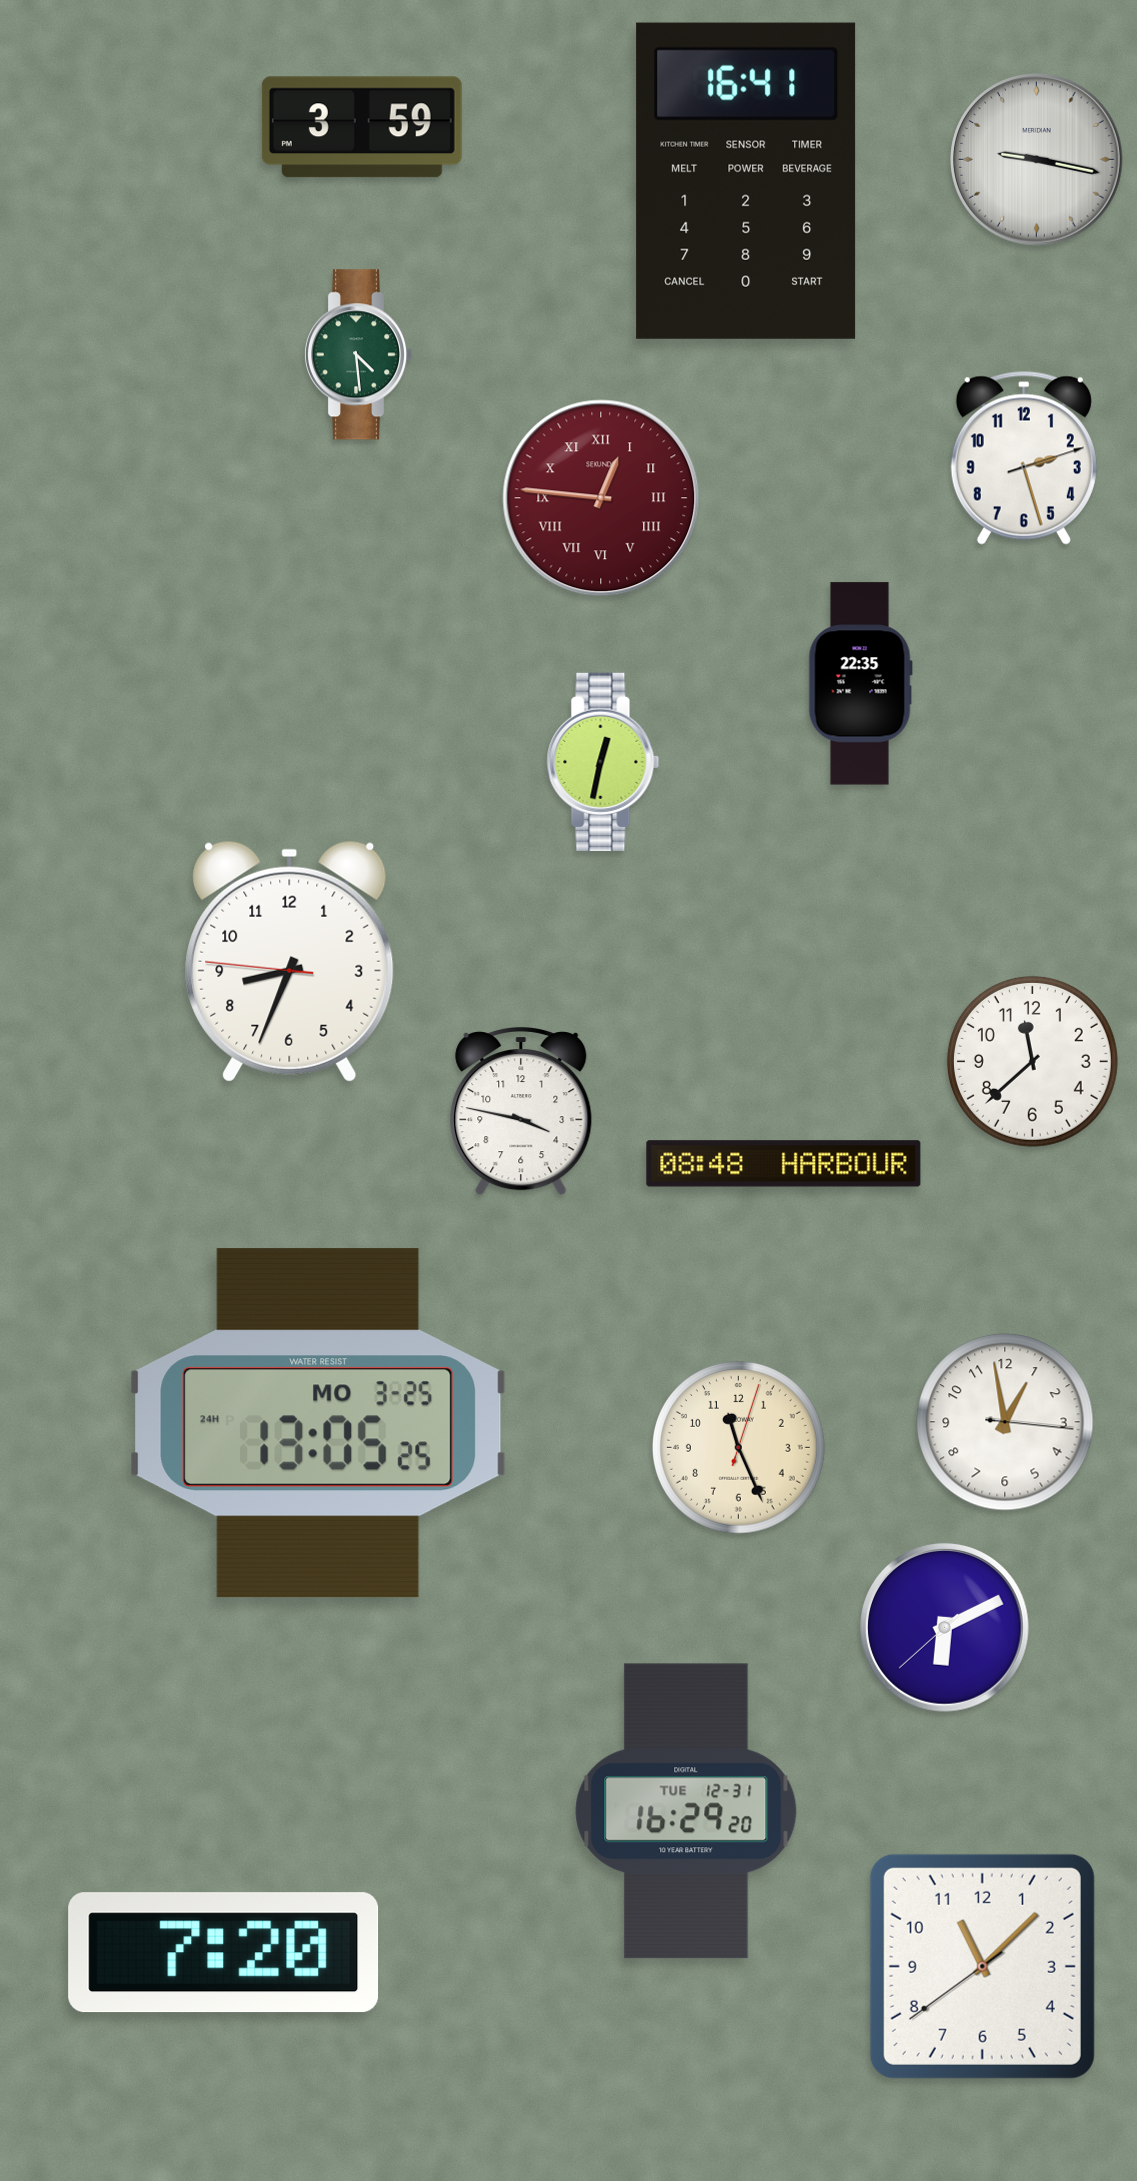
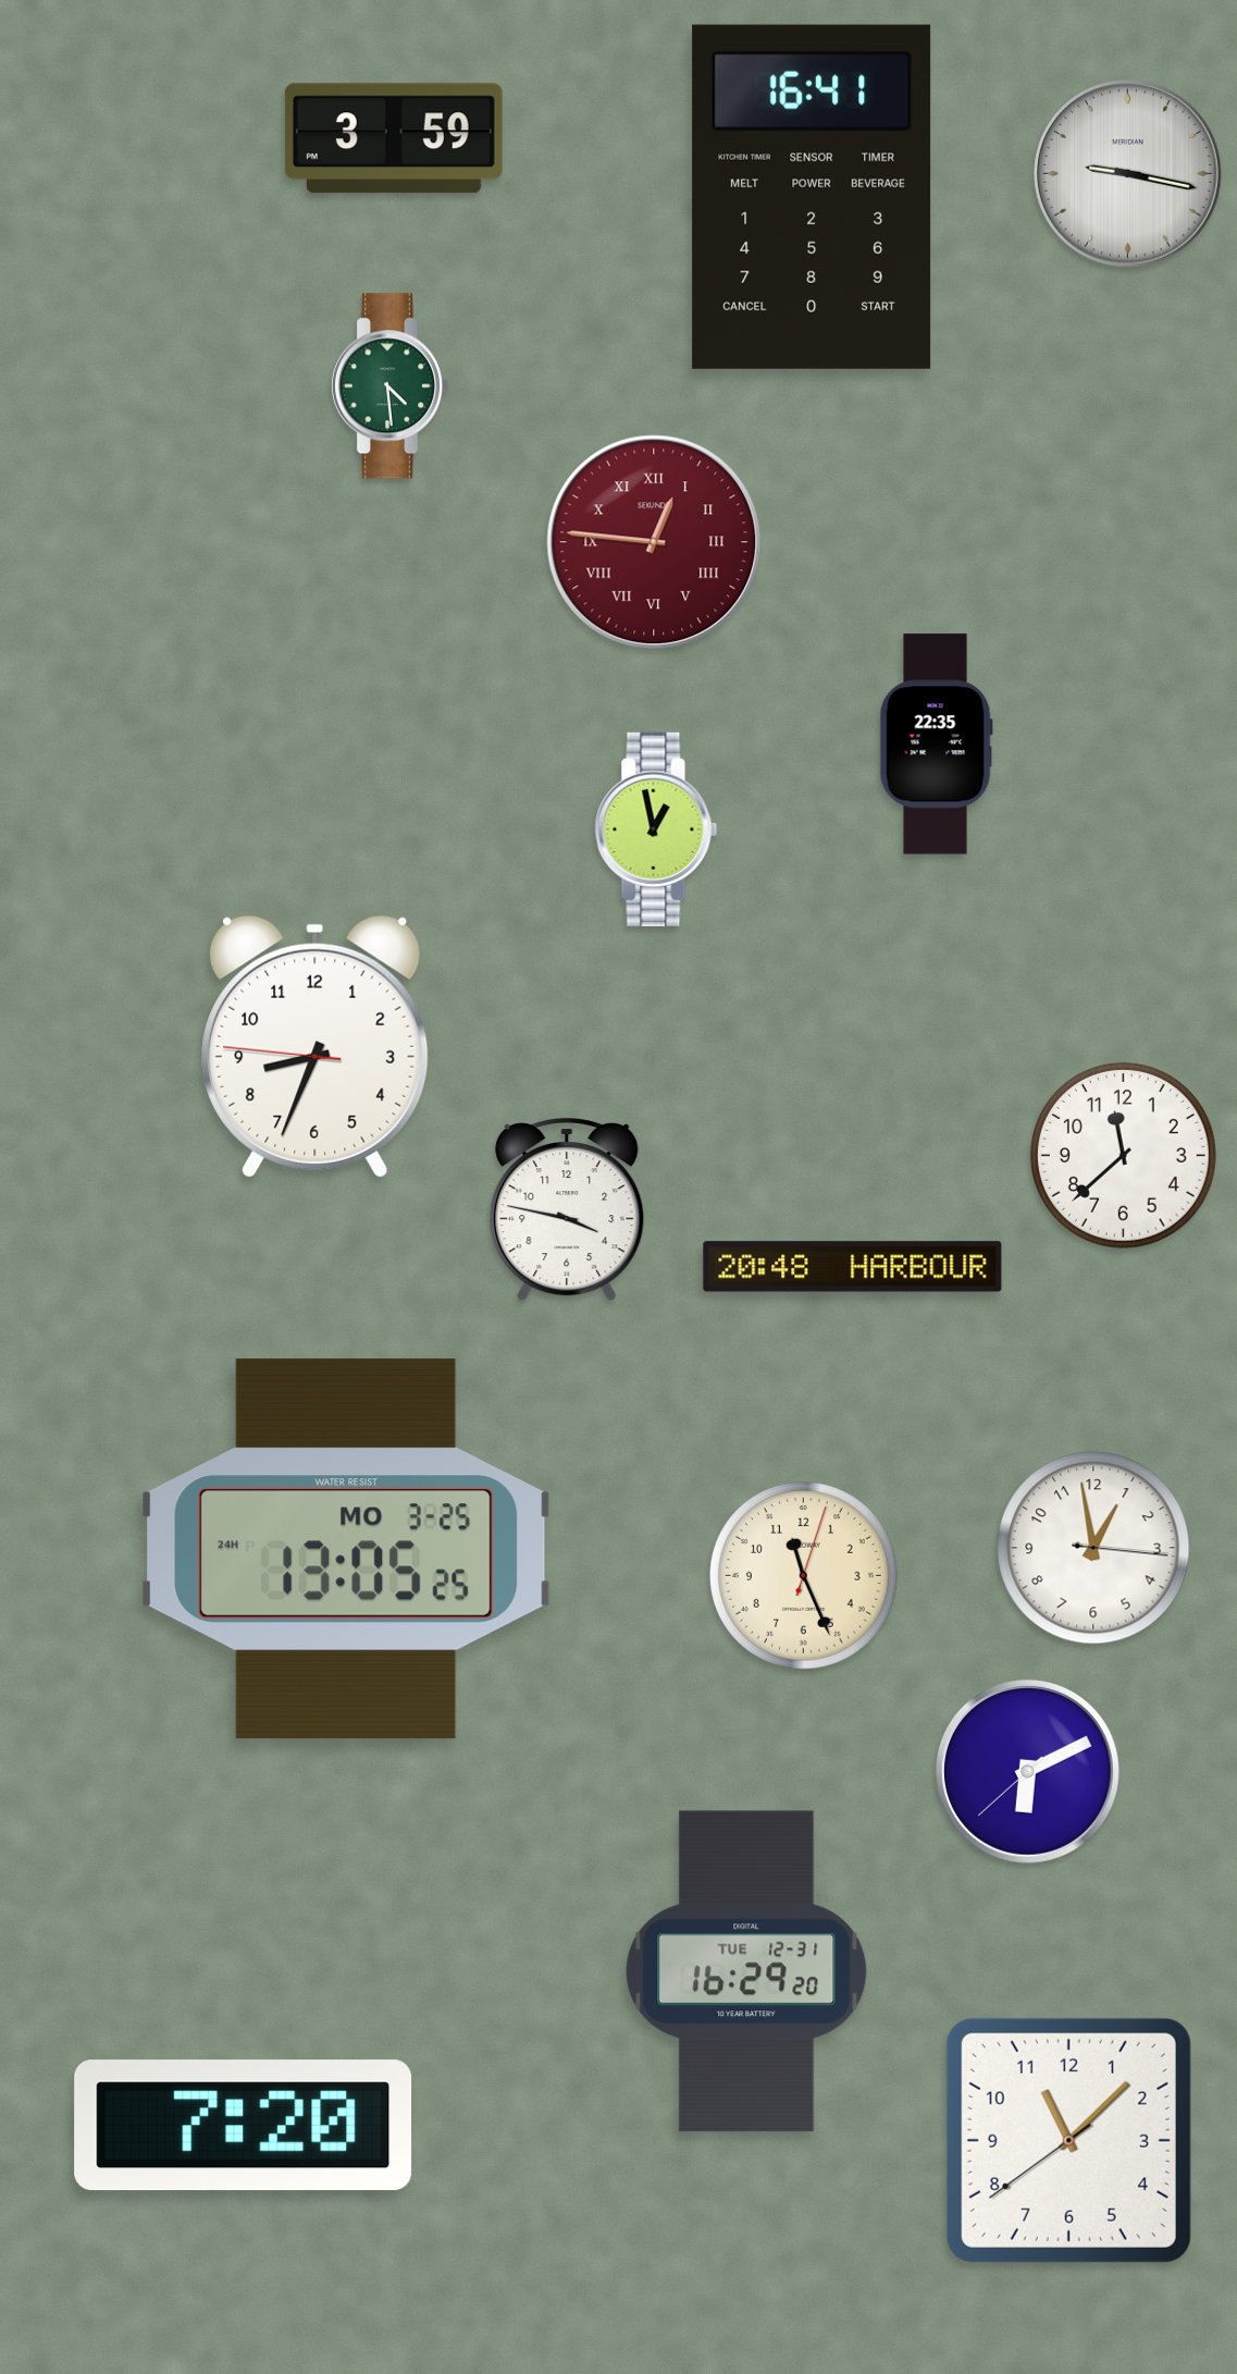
clock at (1024, 458): 2:27 -> none
clock at (603, 762): 12:32 -> 12:58
clock at (784, 1164): 08:48 -> 20:48
